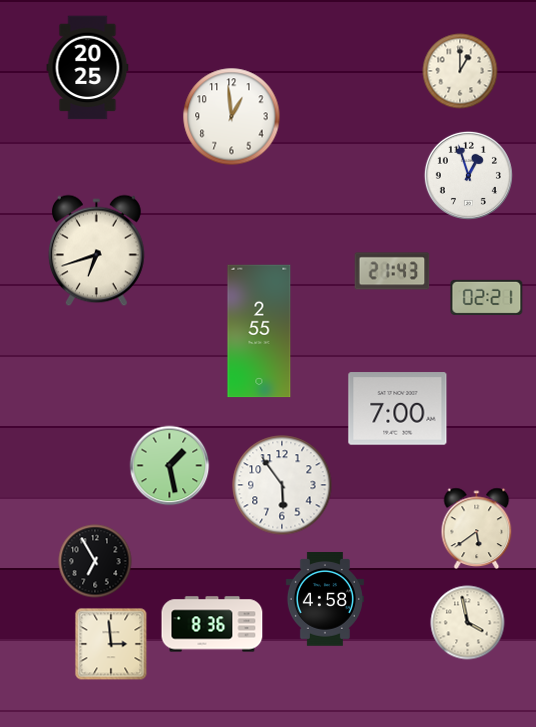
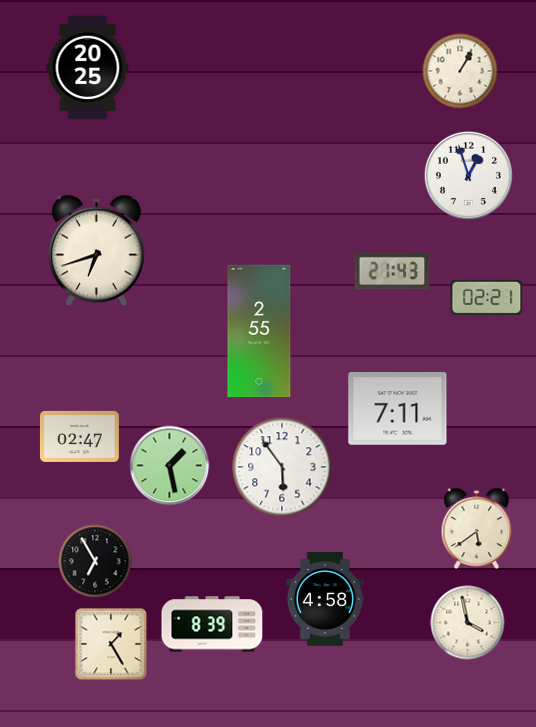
clock at (460, 71): 1:00 -> 1:05
clock at (232, 117): 12:59 -> none
clock at (398, 409): 7:00 -> 7:11
clock at (79, 436): none -> 02:47
clock at (282, 485) position: (282, 485) -> (282, 467)
clock at (212, 624): 8:36 -> 8:39
clock at (111, 644): 2:59 -> 1:25
